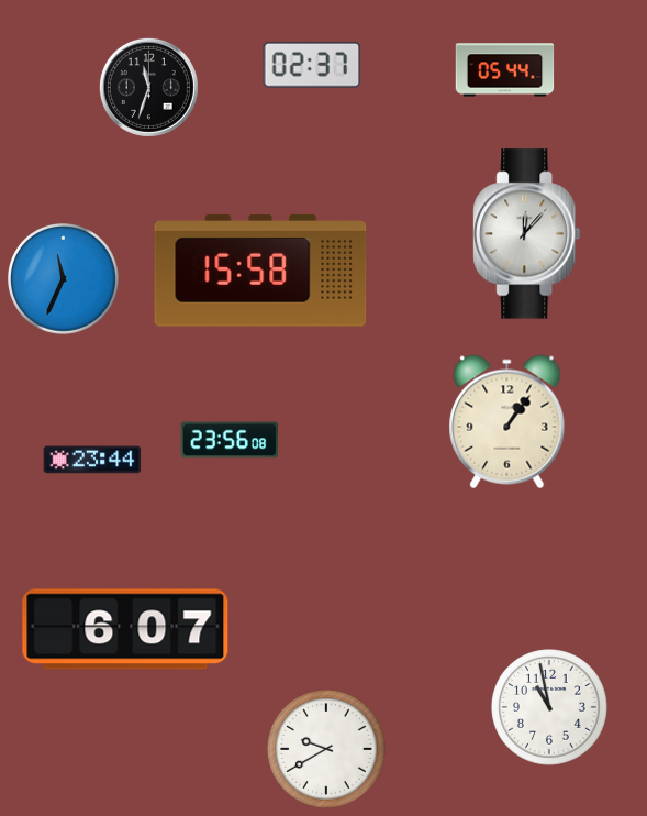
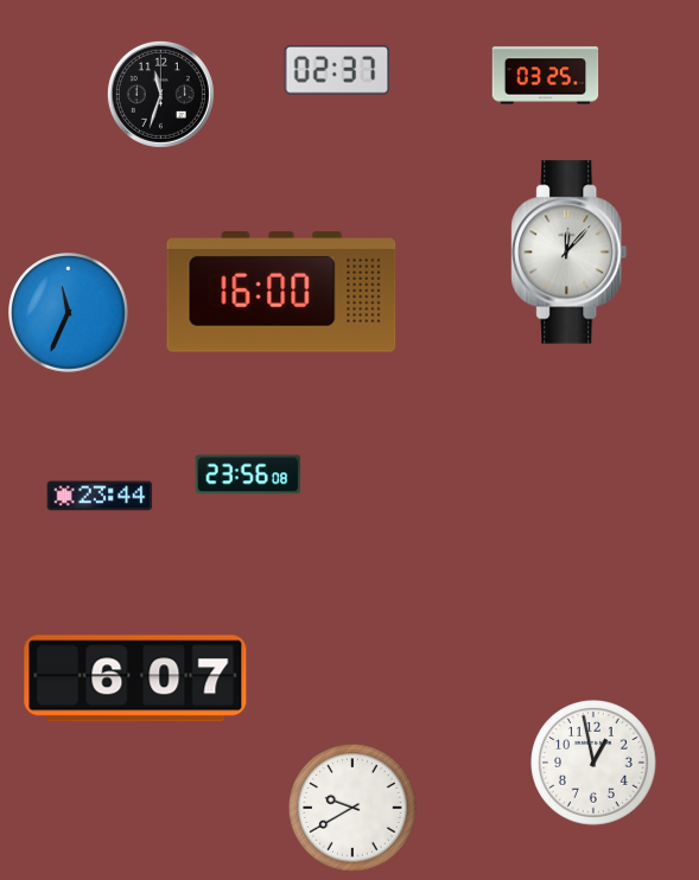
clock at (505, 70): 05:44 -> 03:25
clock at (260, 271): 15:58 -> 16:00
clock at (64, 279) position: (64, 279) -> (69, 313)
clock at (507, 422): 1:06 -> none
clock at (549, 707): 10:58 -> 12:58
